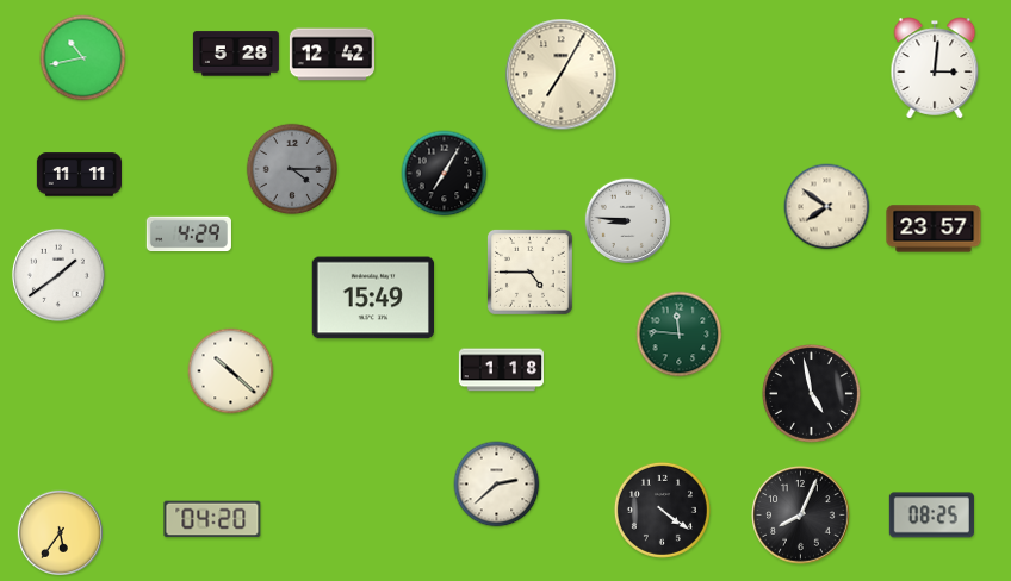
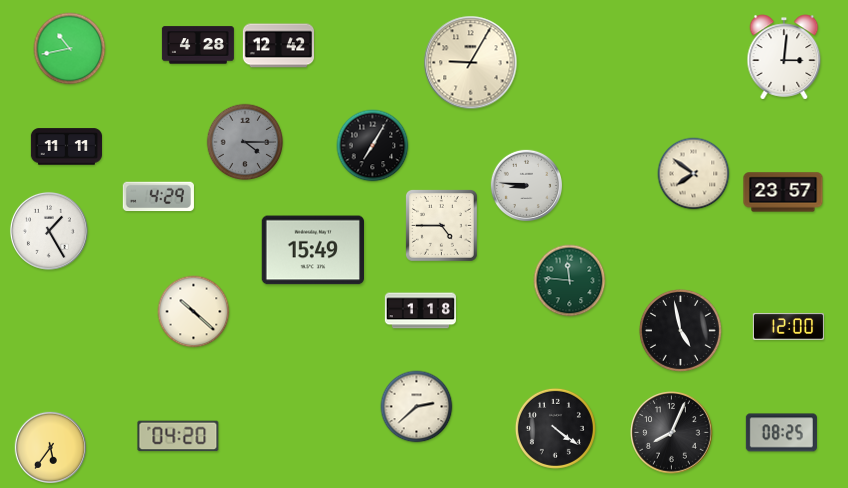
clock at (236, 54): 5:28 -> 4:28
clock at (562, 75): 7:05 -> 9:05
clock at (529, 271) position: (529, 271) -> (441, 225)
clock at (58, 275): 1:39 -> 1:25
clock at (788, 327): none -> 12:00
